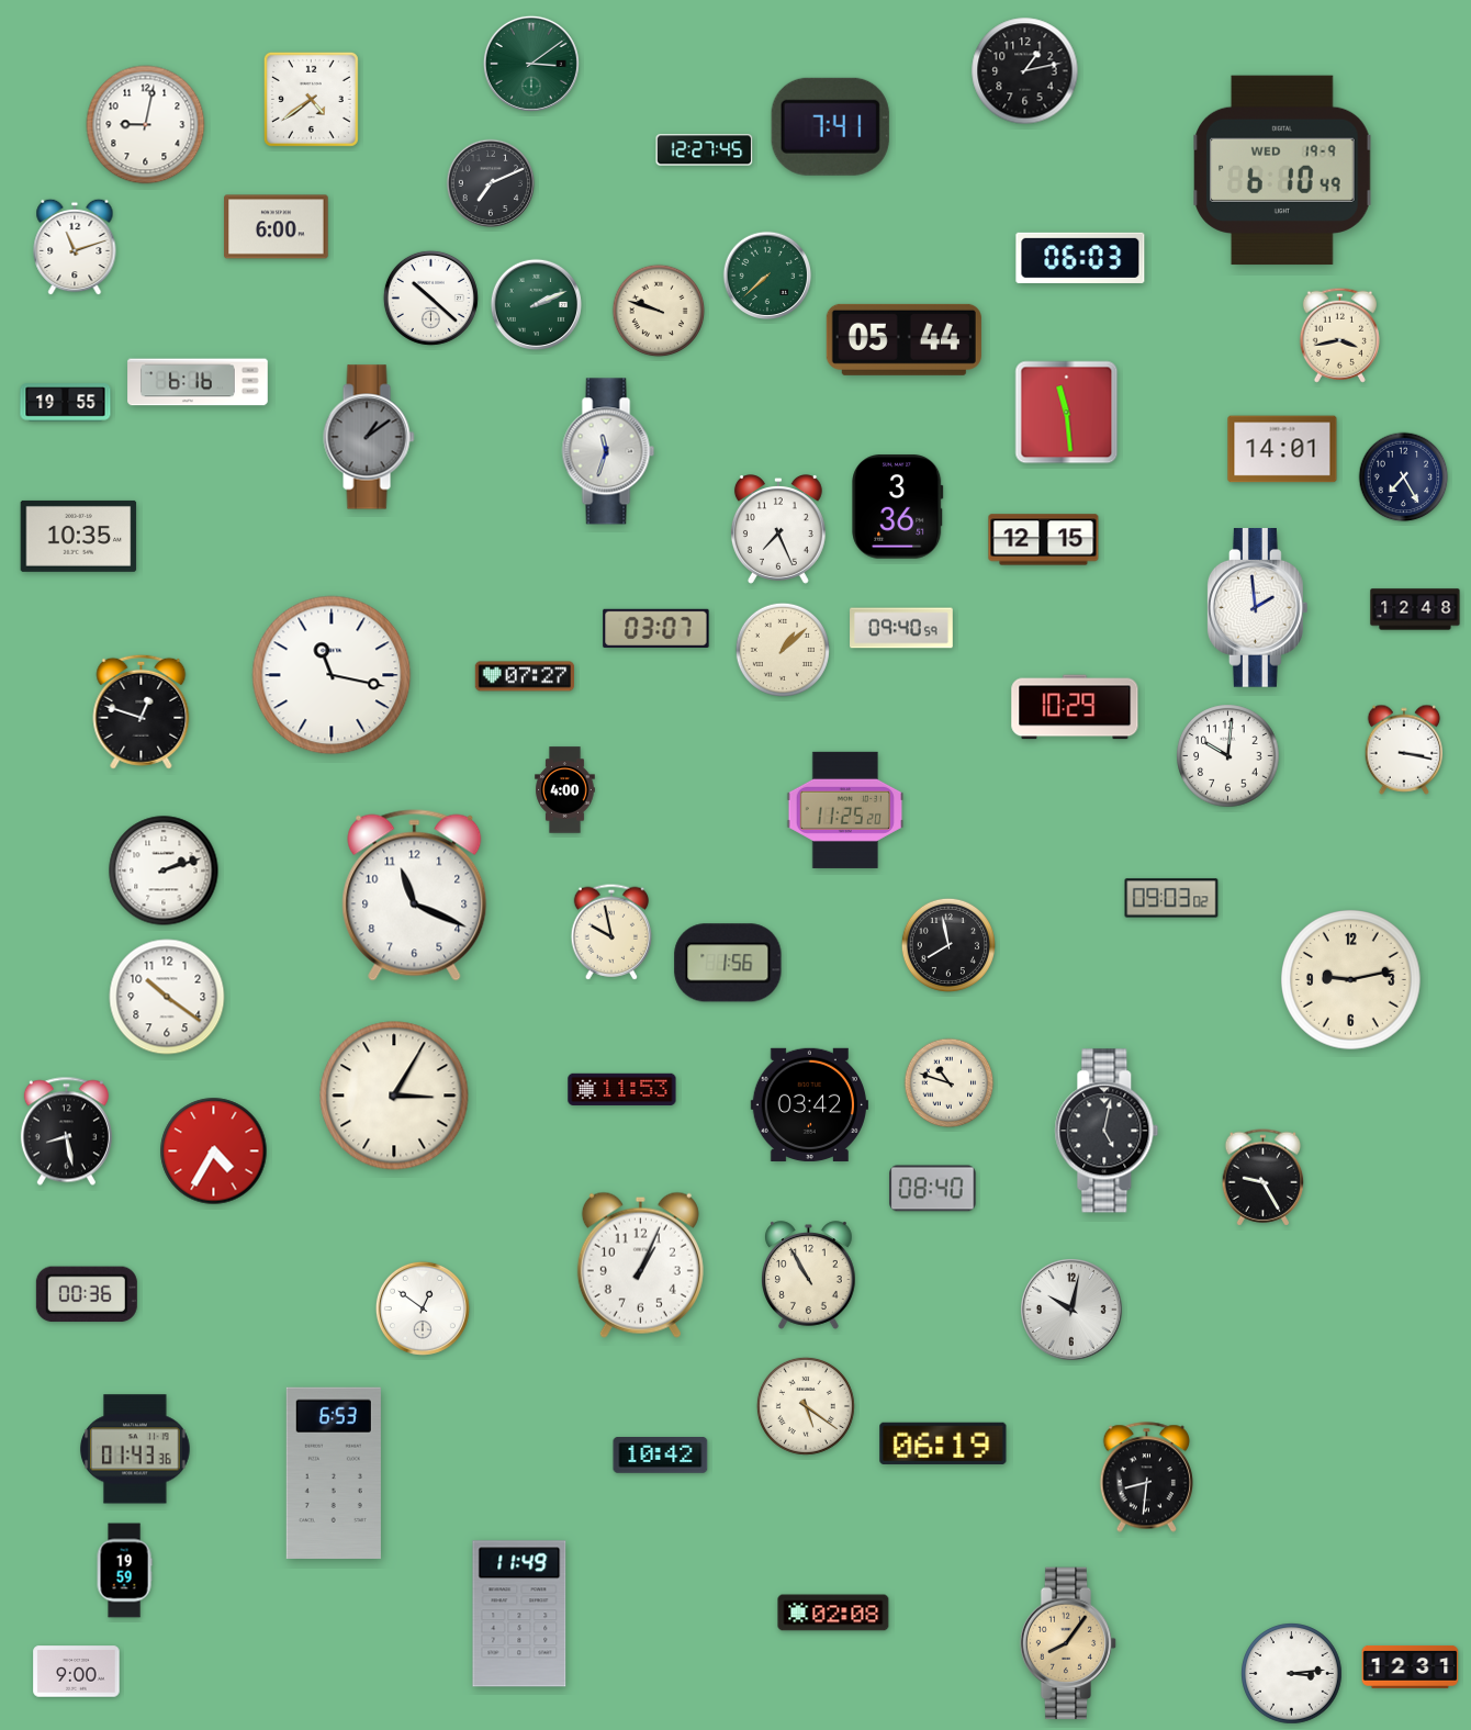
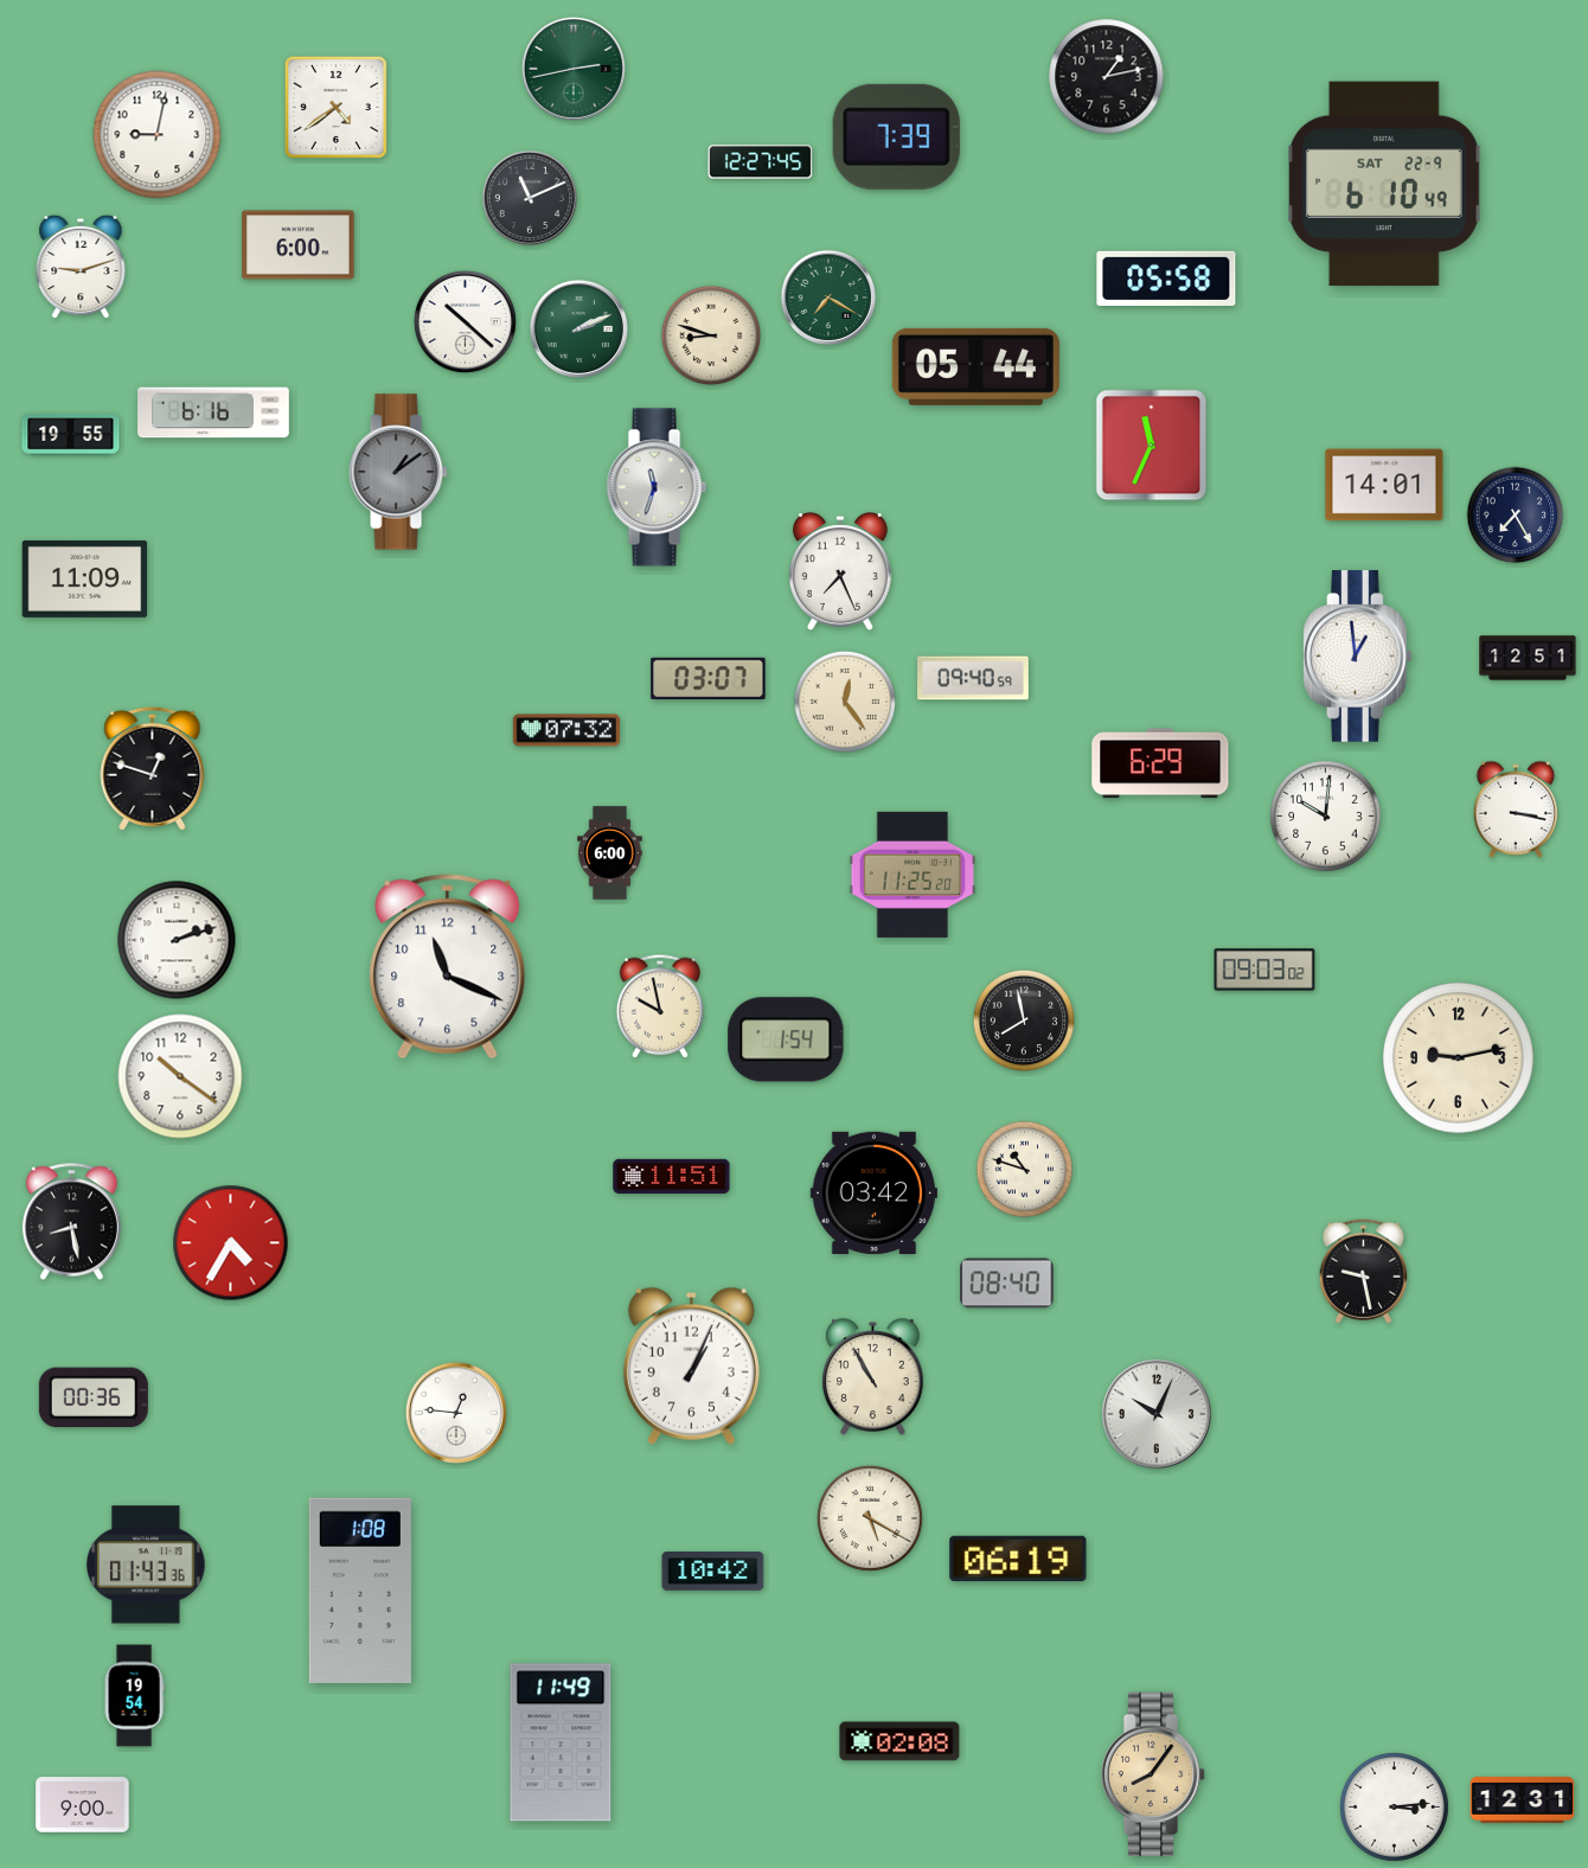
clock at (531, 64): 3:09 -> 2:43
clock at (830, 126): 7:41 -> 7:39
clock at (1282, 170) date: WED 19-9 -> SAT 22-9
clock at (491, 183): 7:11 -> 11:11
clock at (75, 247): 11:12 -> 9:12
clock at (1080, 258): 06:03 -> 05:58
clock at (767, 276): 7:38 -> 7:20
clock at (659, 311): 9:48 -> 8:48
clock at (1339, 335): 3:43 -> none
clock at (1067, 413): 11:29 -> 11:34
clock at (898, 507): 3:36 -> none
clock at (79, 536): 10:35 -> 11:09
clock at (1044, 540): 12:15 -> none
clock at (1257, 608): 1:59 -> 12:59
clock at (1415, 609): 12:48 -> 12:51
clock at (783, 650): 1:08 -> 12:24
clock at (332, 675): 11:17 -> none
clock at (524, 676): 07:27 -> 07:32
clock at (1075, 707): 10:29 -> 6:29
clock at (565, 790): 4:00 -> 6:00
clock at (728, 963): 1:56 -> 1:54
clock at (622, 1089): 11:53 -> 11:51
clock at (394, 1096): 3:05 -> none
clock at (1107, 1131): 5:02 -> none
clock at (1264, 1178): 9:25 -> 9:28
clock at (423, 1308): 12:51 -> 12:46
clock at (1073, 1311): 10:02 -> 10:04
clock at (806, 1406): 5:21 -> 5:20
clock at (334, 1473): 6:53 -> 1:08
clock at (1146, 1478): 8:31 -> none
clock at (124, 1571): 19:59 -> 19:54
